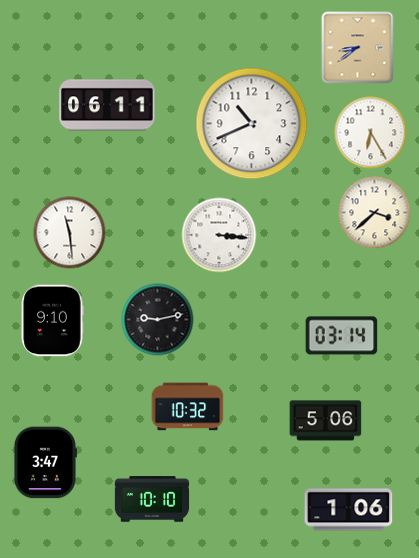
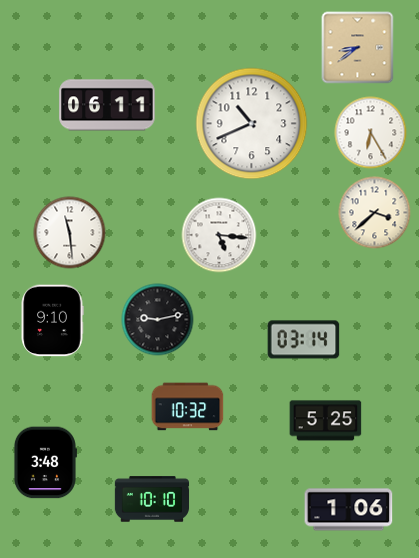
clock at (219, 235): 3:16 -> 5:16
clock at (342, 336) position: (342, 336) -> (304, 340)
clock at (326, 421): 5:06 -> 5:25
clock at (45, 463): 3:47 -> 3:48
